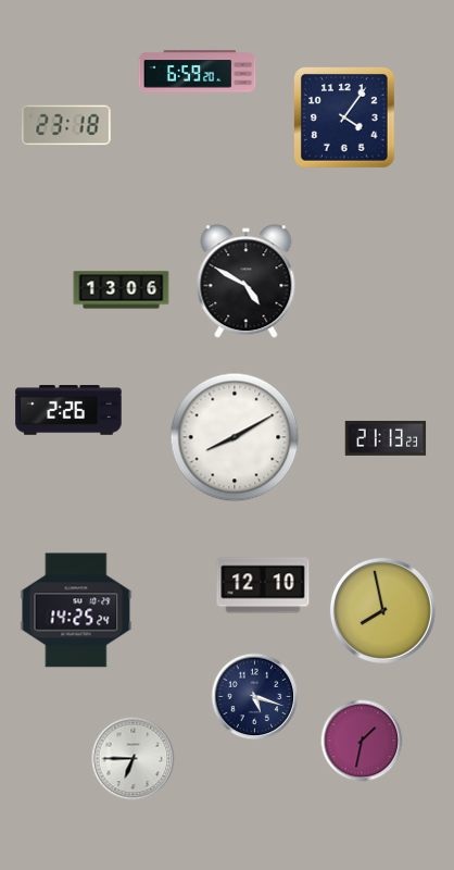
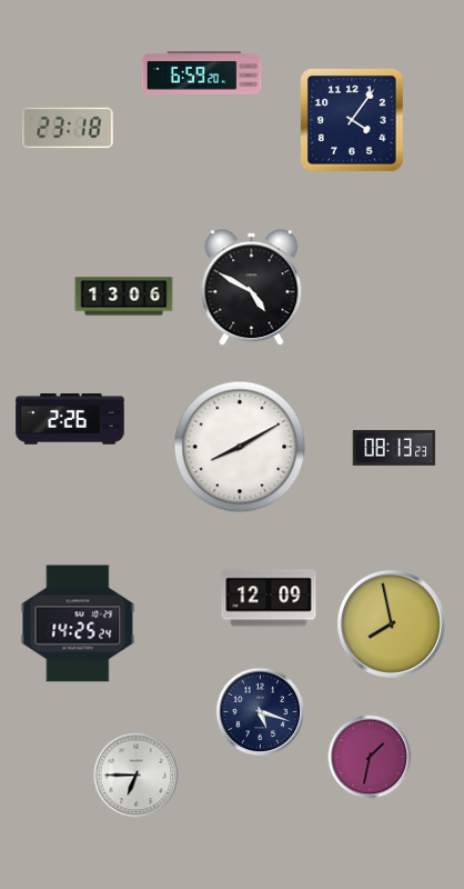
clock at (386, 438): 21:13 -> 08:13
clock at (263, 585): 12:10 -> 12:09
